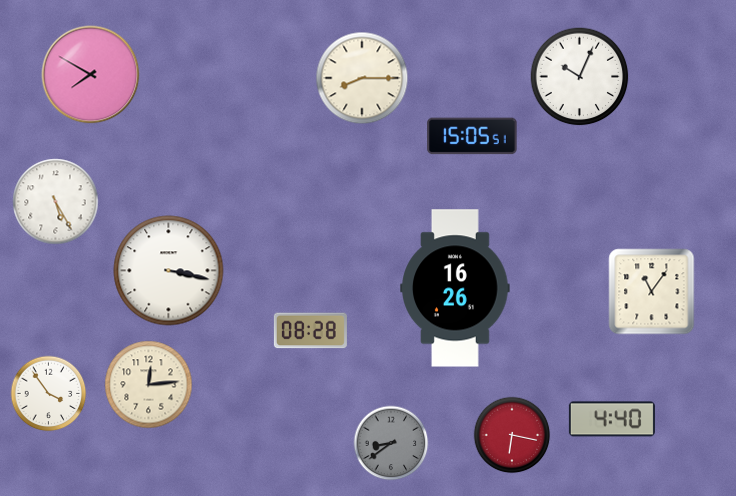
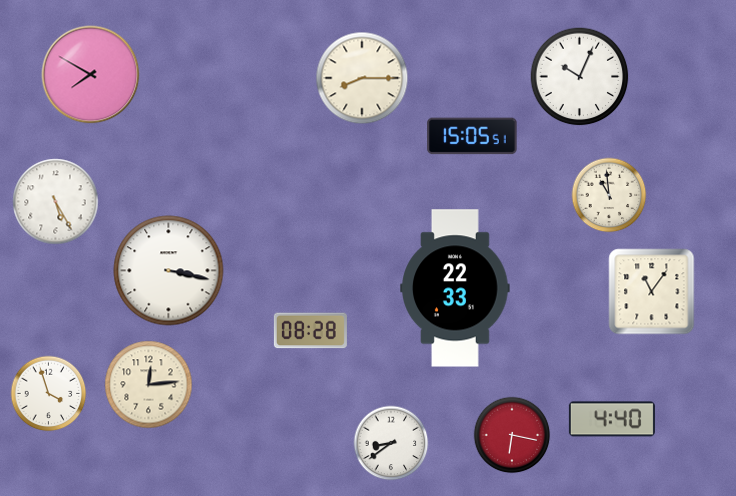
clock at (609, 195): none -> 10:59
clock at (455, 288): 16:26 -> 22:33
clock at (49, 394): 3:54 -> 3:57
clock at (391, 443) dial: grey -> white
